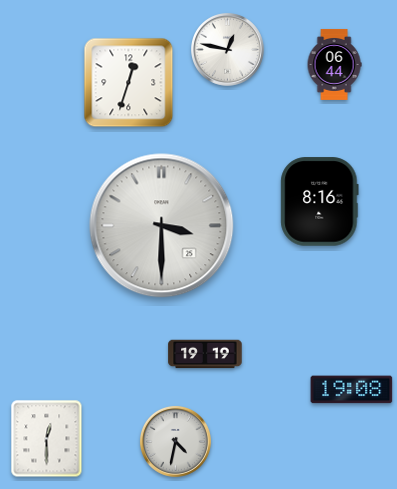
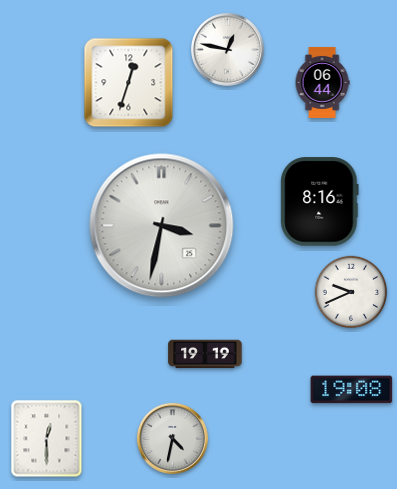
clock at (334, 64) position: (334, 64) -> (322, 82)
clock at (162, 226): 3:30 -> 3:32
clock at (351, 292): none -> 9:41
clock at (175, 441) position: (175, 441) -> (172, 438)
